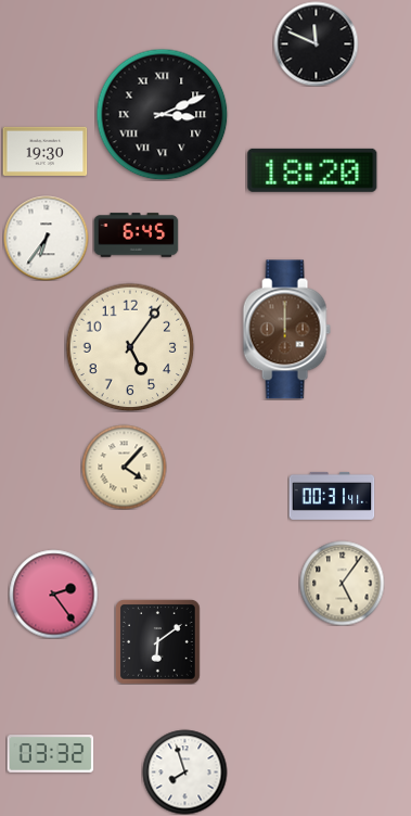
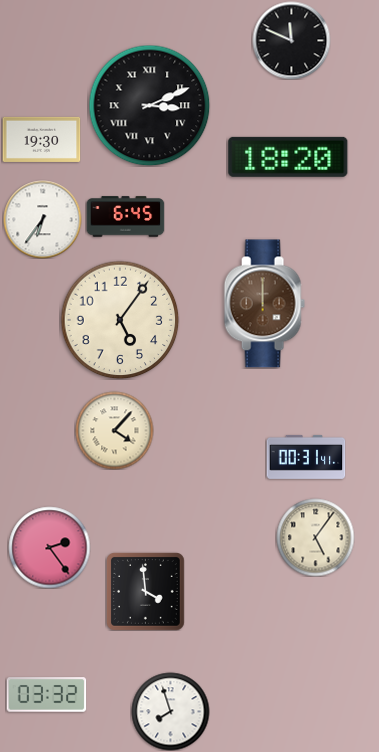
clock at (158, 642): 6:09 -> 3:59
